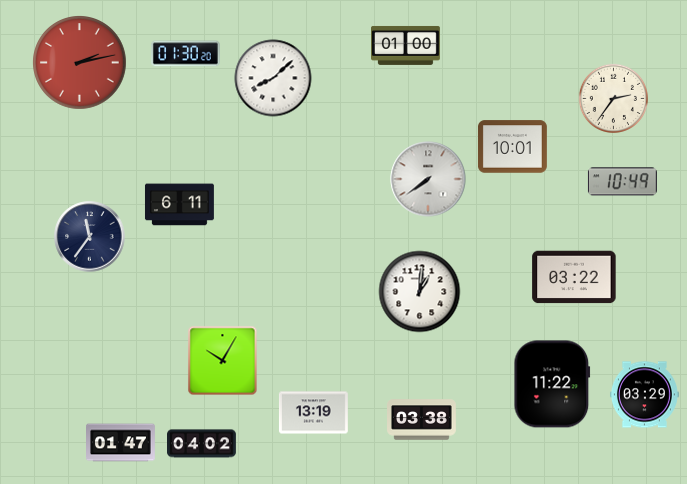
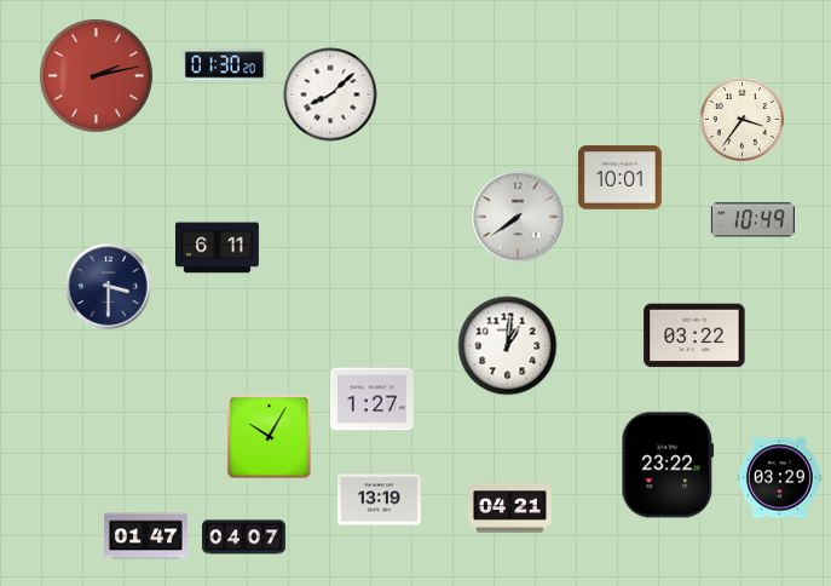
clock at (406, 45): 01:00 -> none
clock at (613, 98): 2:36 -> 3:36
clock at (90, 237): 11:36 -> 3:30
clock at (420, 292) position: (420, 292) -> (508, 346)
clock at (371, 400): none -> 1:27
clock at (552, 384): 11:22 -> 23:22
clock at (422, 420): 03:38 -> 04:21
clock at (202, 444): 04:02 -> 04:07
